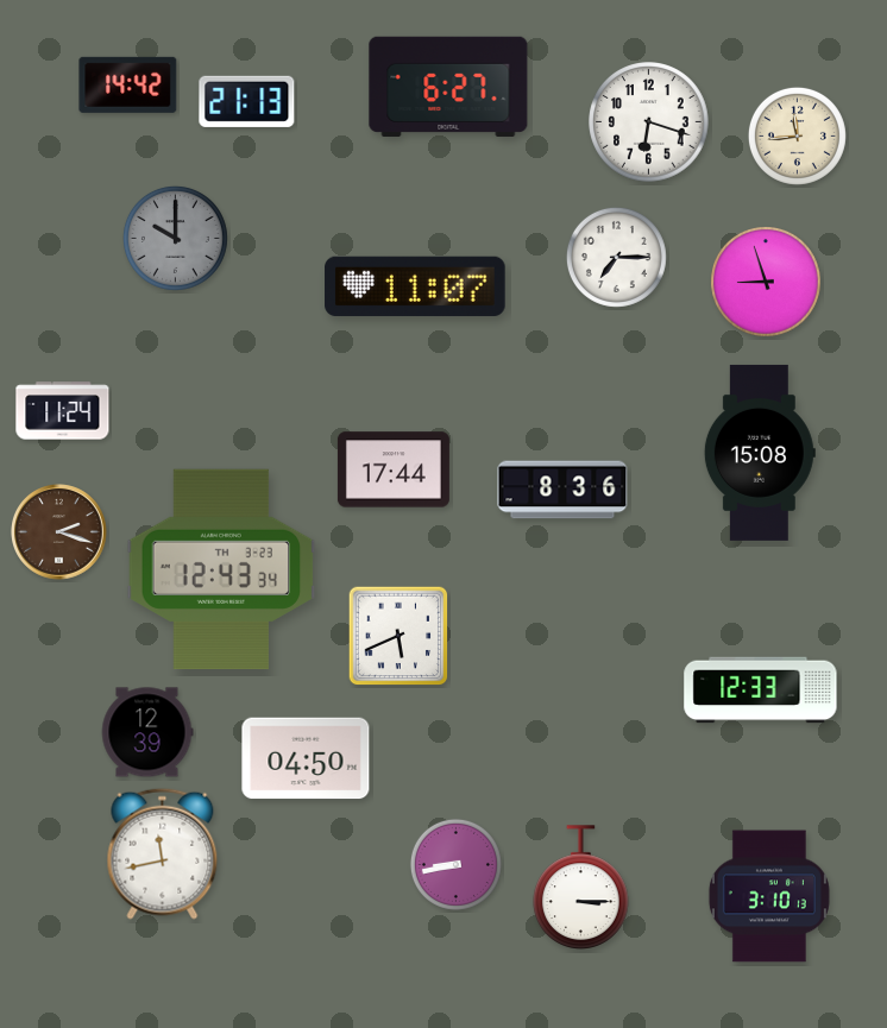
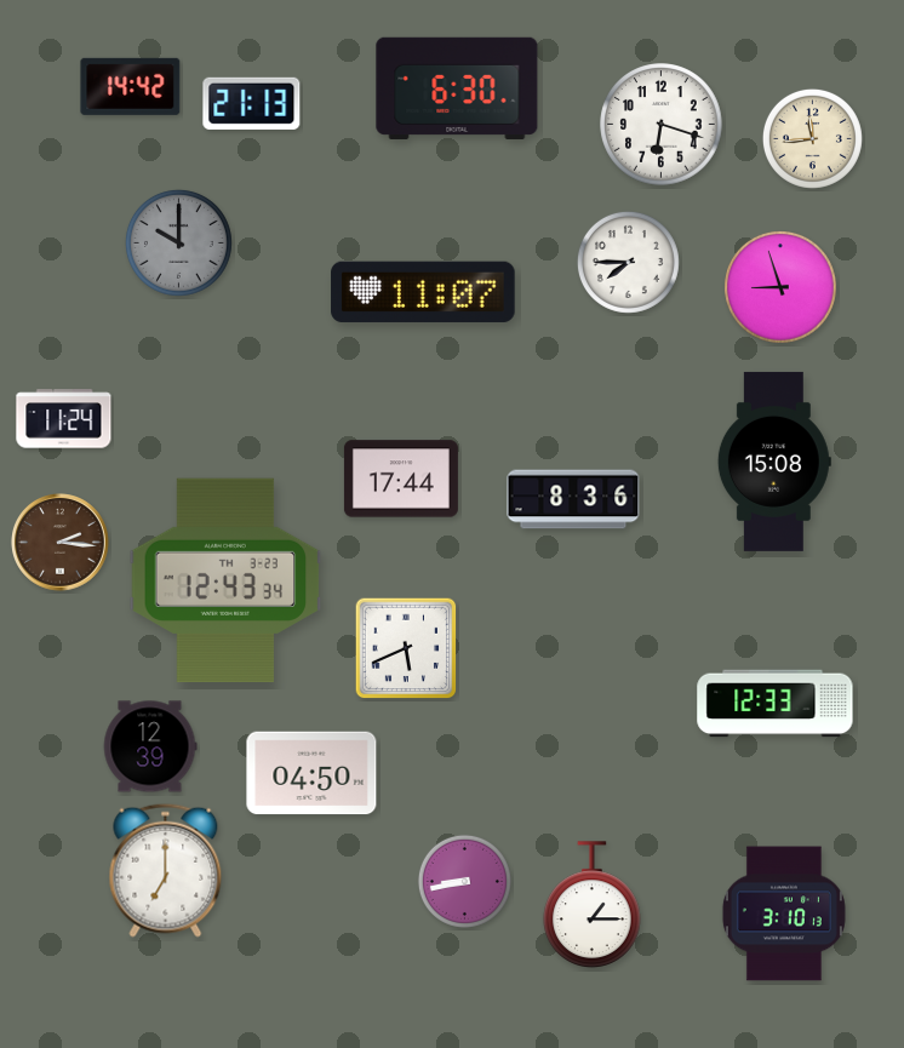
clock at (448, 87): 6:27 -> 6:30
clock at (616, 257): 7:15 -> 7:45
clock at (59, 532): 2:18 -> 2:16
clock at (163, 853): 11:43 -> 7:00
clock at (581, 888): 3:15 -> 1:15
